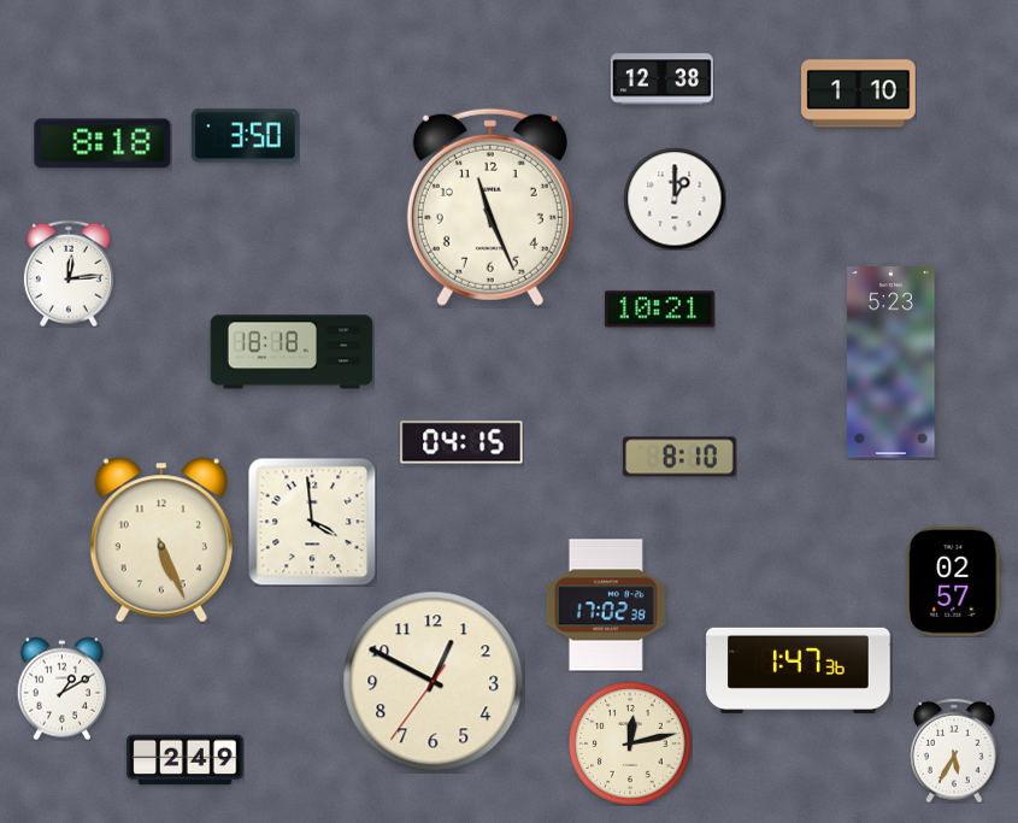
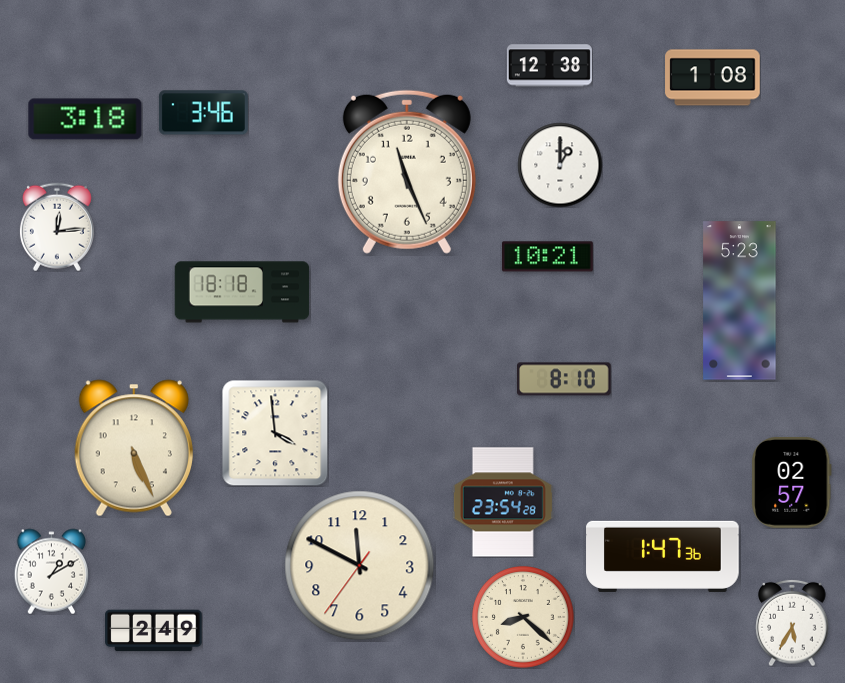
clock at (859, 94): 1:10 -> 1:08
clock at (245, 136): 3:50 -> 3:46
clock at (102, 143): 8:18 -> 3:18
clock at (461, 442): 04:15 -> none
clock at (312, 522) position: (312, 522) -> (275, 433)
clock at (606, 605): 17:02 -> 23:54
clock at (434, 682): 12:49 -> 11:49
clock at (631, 745): 12:13 -> 8:22
